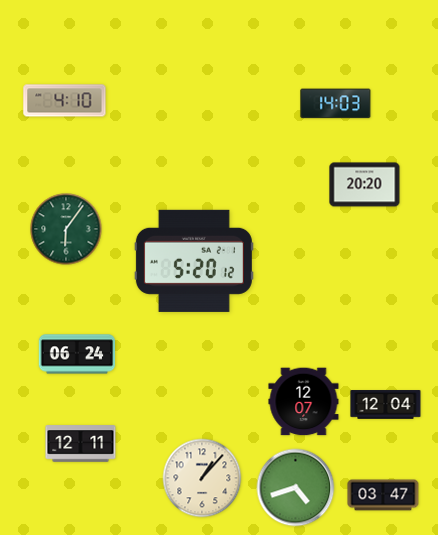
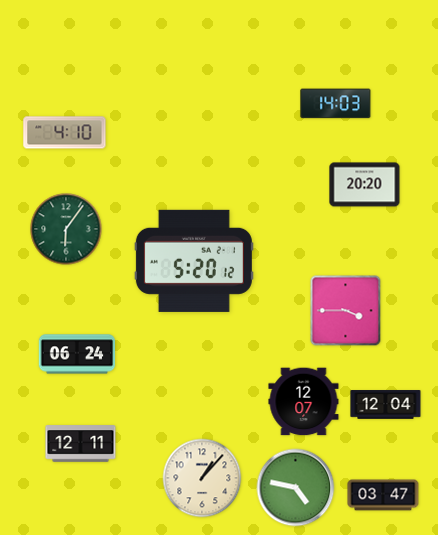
clock at (65, 101) position: (65, 101) -> (65, 133)
clock at (346, 311): none -> 3:45
clock at (296, 488): 4:42 -> 4:47
